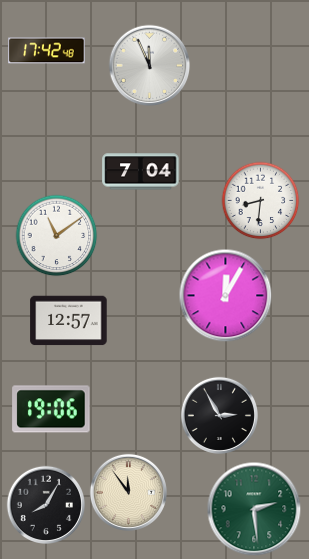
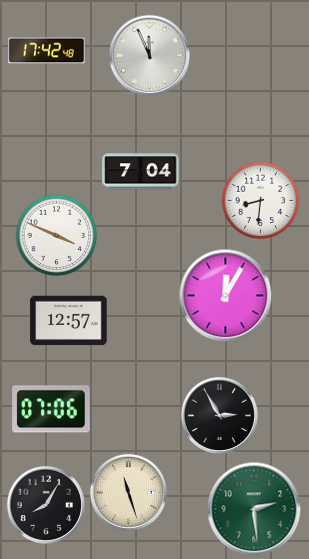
clock at (149, 65) position: (149, 65) -> (149, 55)
clock at (56, 235): 11:09 -> 3:49
clock at (51, 409): 19:06 -> 07:06
clock at (128, 492): 11:54 -> 11:27
